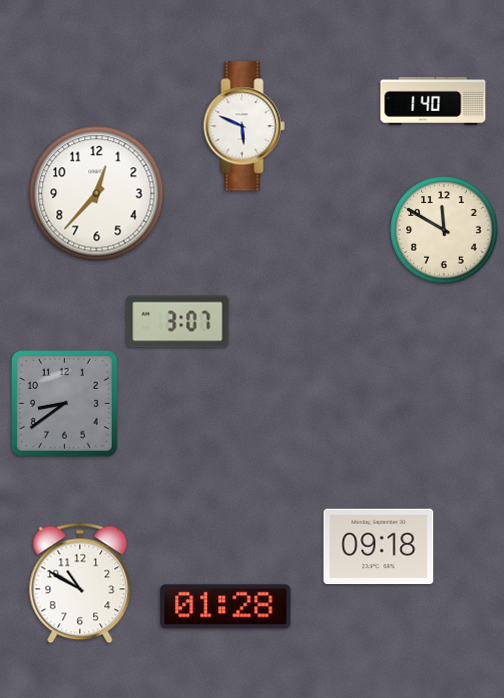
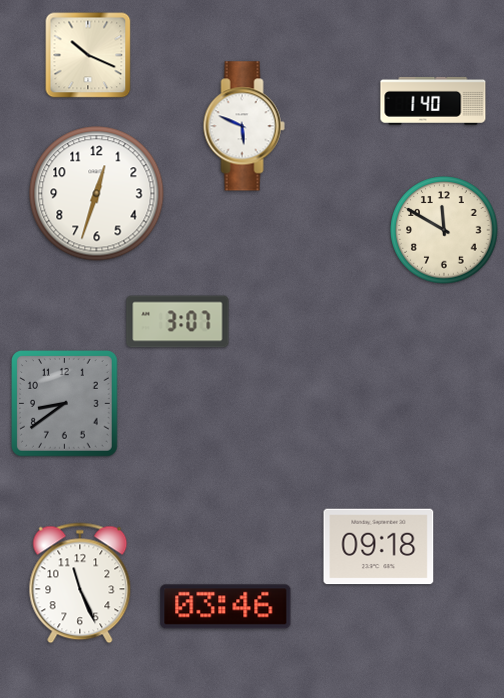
clock at (88, 55): none -> 10:19
clock at (97, 194): 12:37 -> 12:33
clock at (80, 583): 10:50 -> 11:26
clock at (226, 607): 01:28 -> 03:46
